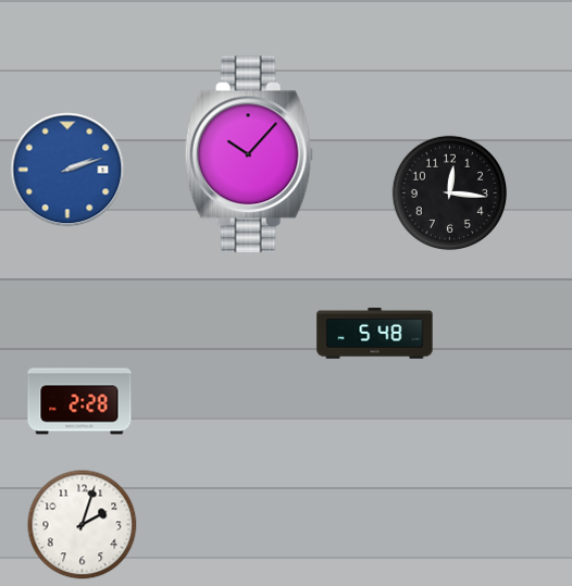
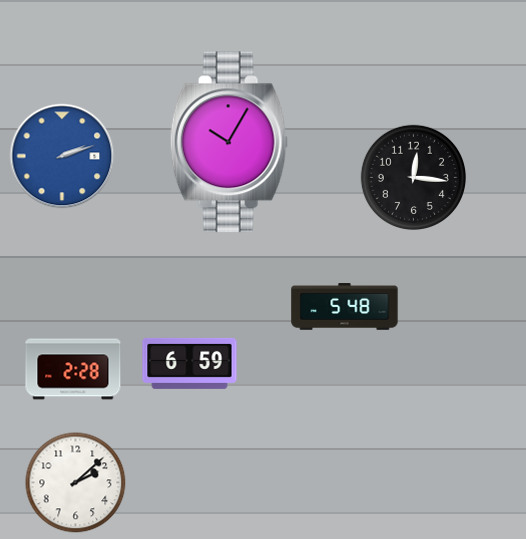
clock at (249, 154): 10:07 -> 10:05
clock at (190, 363): none -> 6:59
clock at (83, 525): 2:03 -> 2:08
